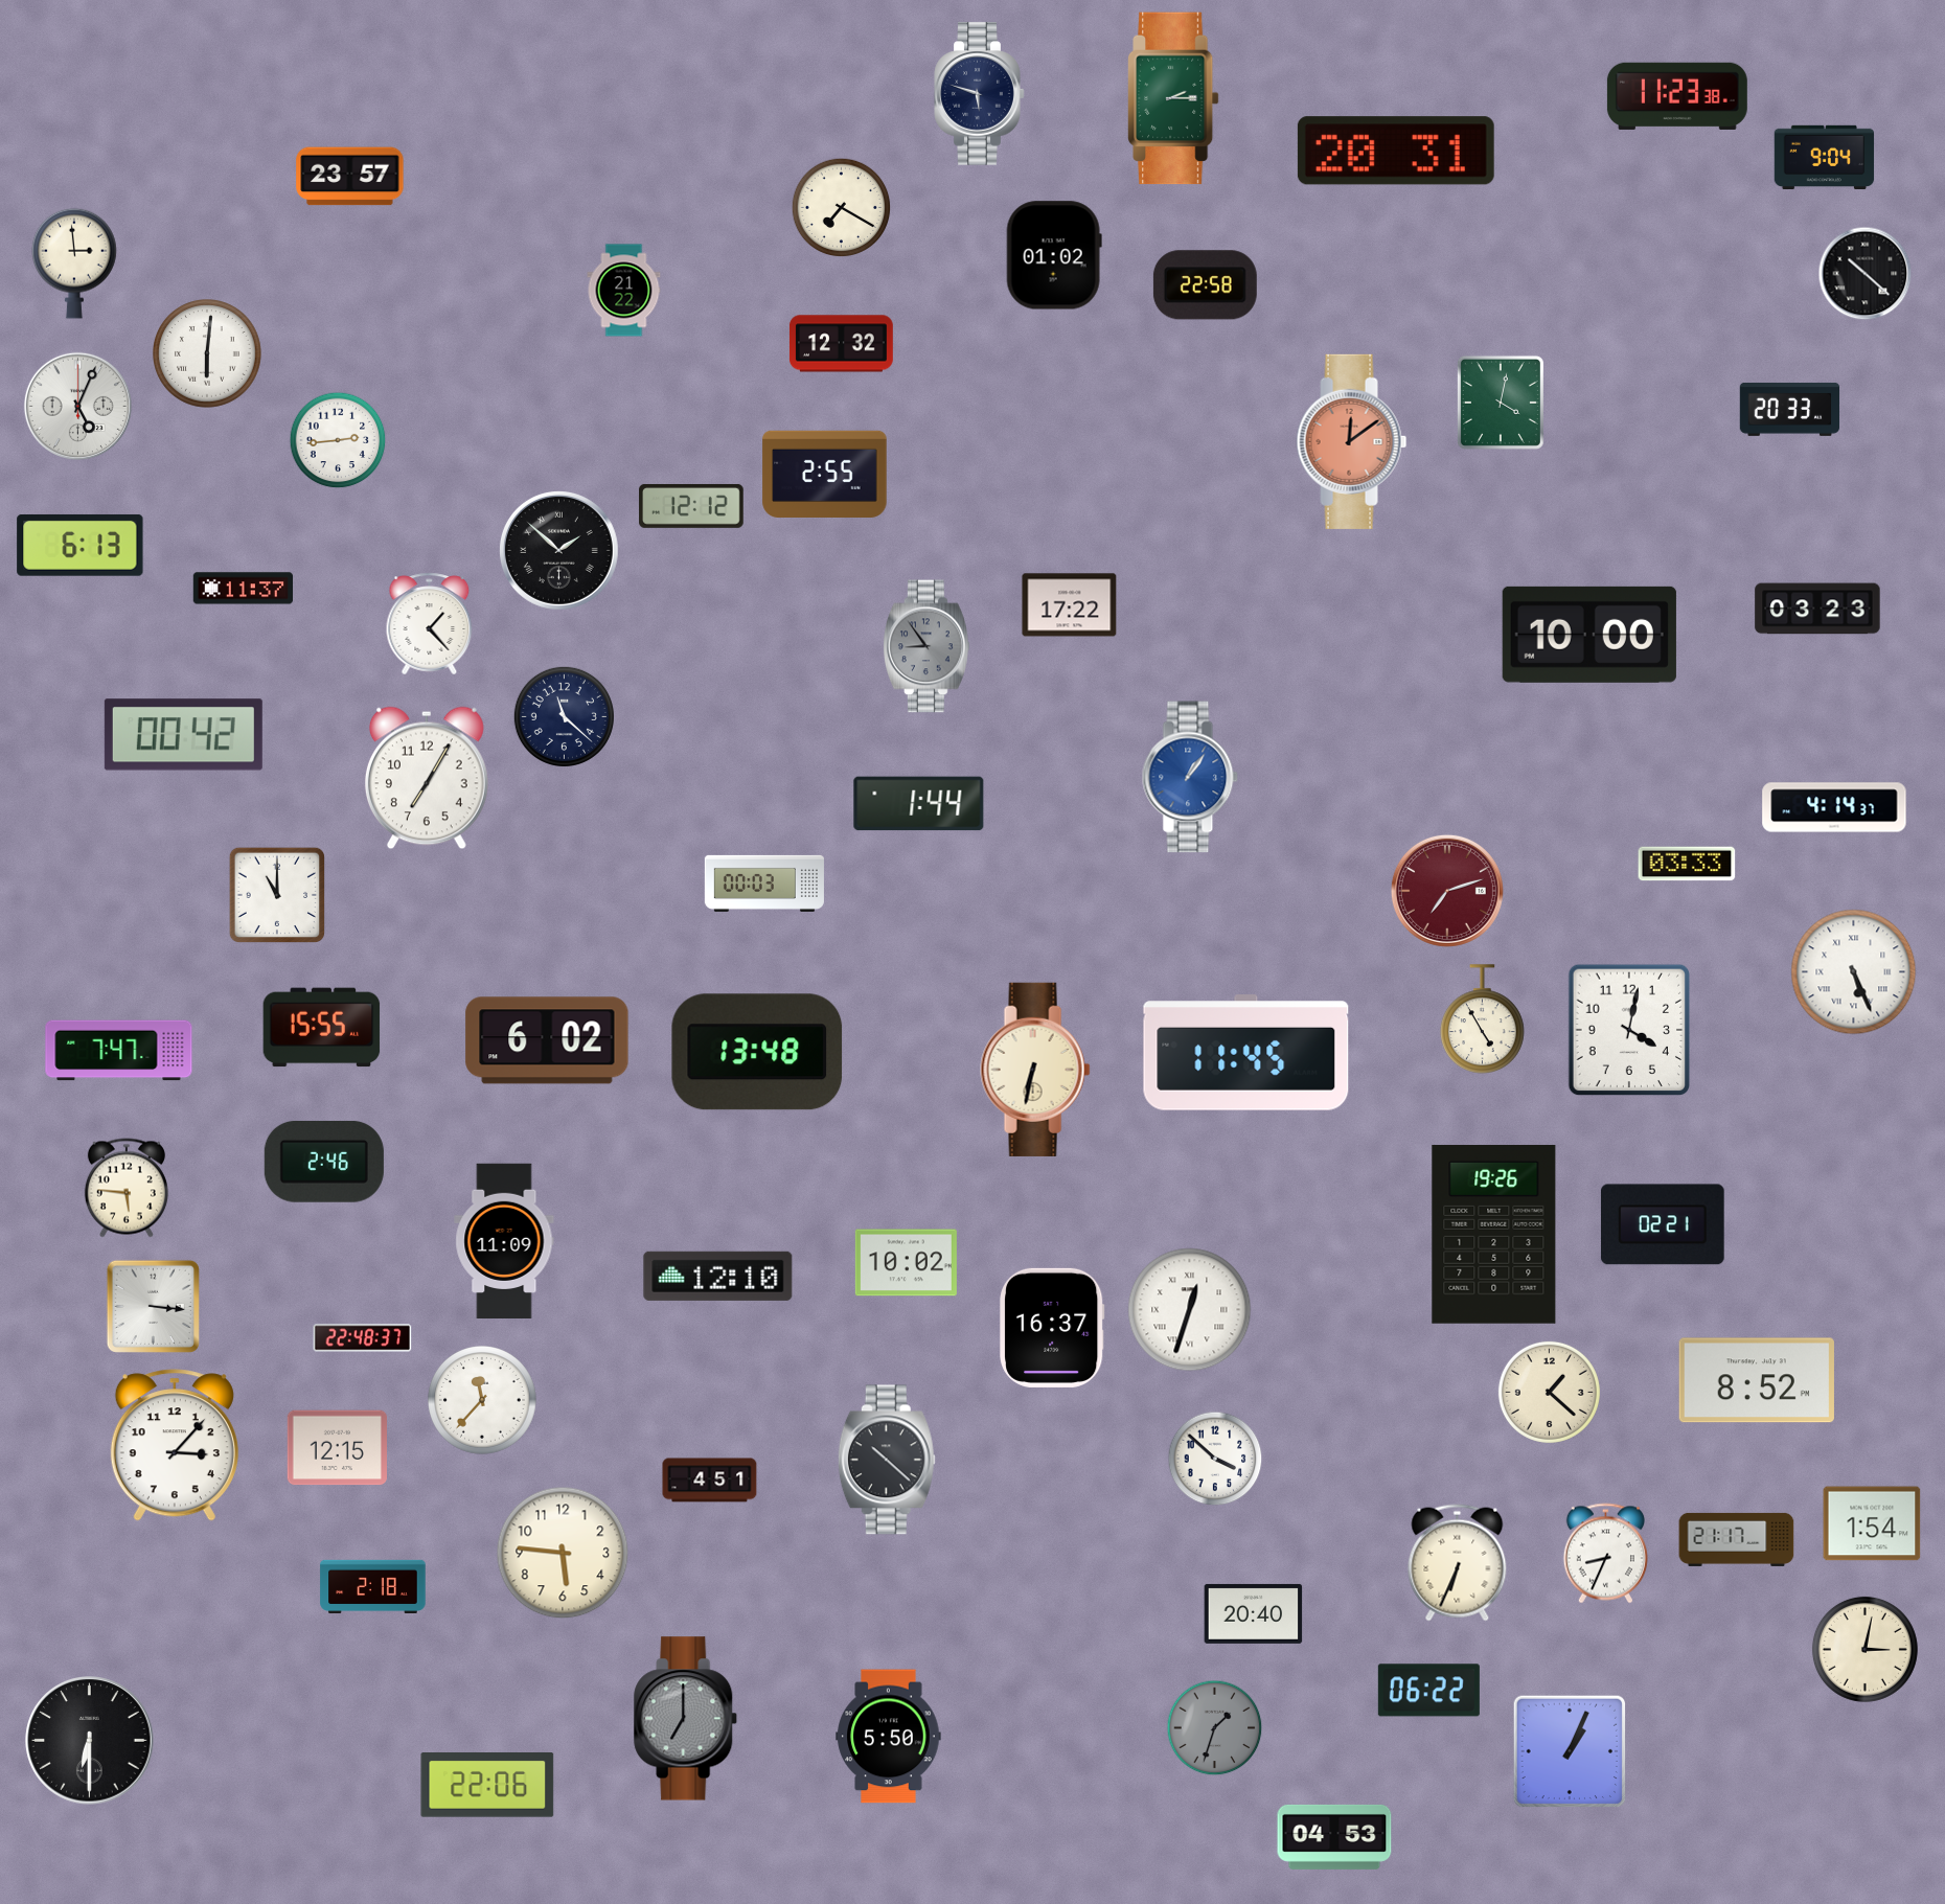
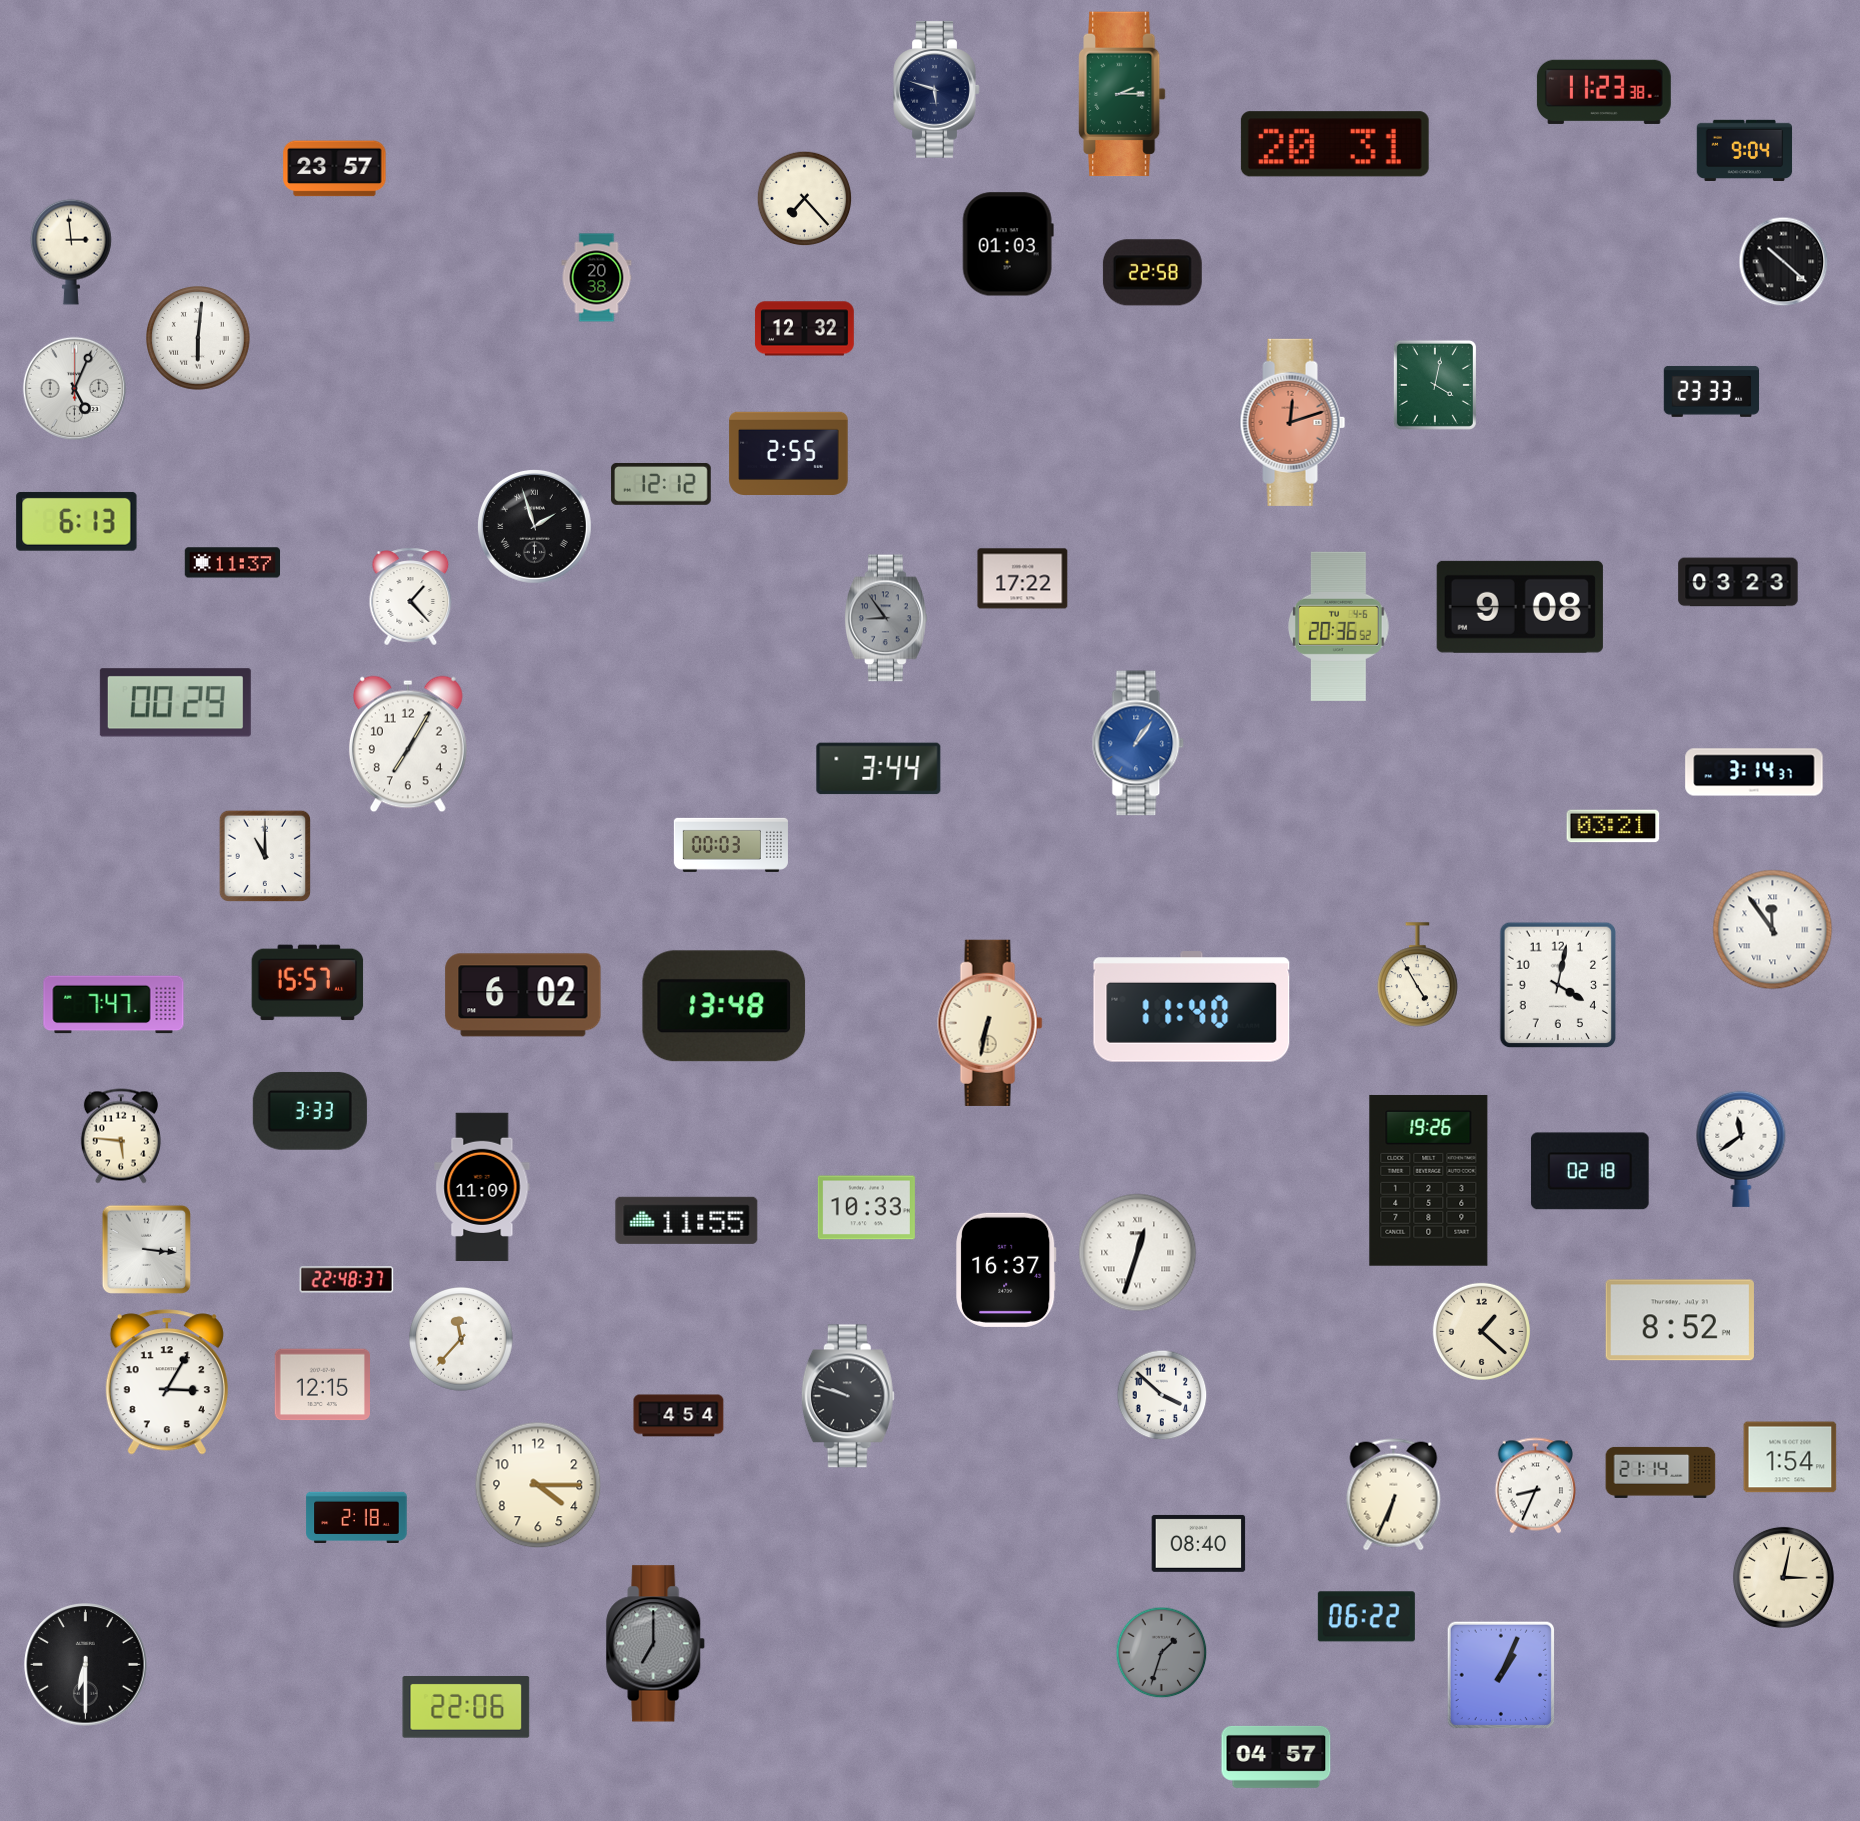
clock at (842, 208): 7:20 -> 7:23
clock at (1054, 255): 01:02 -> 01:03
clock at (624, 291): 21:22 -> 20:38
clock at (1790, 409): 20:33 -> 23:33
clock at (338, 440): 2:44 -> none
clock at (1352, 441): 12:09 -> 12:12
clock at (558, 550): 1:52 -> 1:57
clock at (1589, 635): 10:00 -> 9:08
clock at (1339, 626): none -> 20:36
clock at (564, 716): 11:22 -> none
clock at (183, 735): 00:42 -> 00:29
clock at (919, 804): 1:44 -> 3:44
clock at (1834, 807): 4:14 -> 3:14
clock at (1687, 864): 03:33 -> 03:21
clock at (1447, 891): 7:12 -> none
clock at (1854, 972): 5:26 -> 11:54
clock at (322, 1028): 15:55 -> 15:57
clock at (1246, 1053): 11:45 -> 11:40
clock at (324, 1162): 2:46 -> 3:33
clock at (1741, 1149): none -> 11:39
clock at (1663, 1224): 02:21 -> 02:18
clock at (906, 1263): 10:02 -> 10:33
clock at (718, 1276): 12:10 -> 11:55
clock at (175, 1445): 3:07 -> 3:05
clock at (887, 1460): 10:22 -> 9:48
clock at (710, 1481): 4:51 -> 4:54
clock at (1737, 1539): 21:17 -> 21:14
clock at (563, 1553): 5:46 -> 4:15
clock at (1254, 1613): 20:40 -> 08:40
clock at (889, 1737): 5:50 -> none
clock at (1334, 1837): 04:53 -> 04:57
